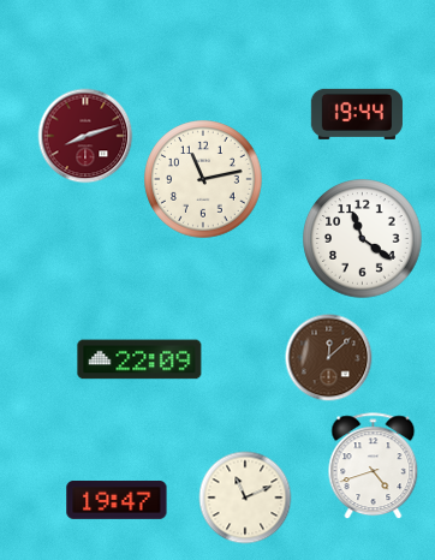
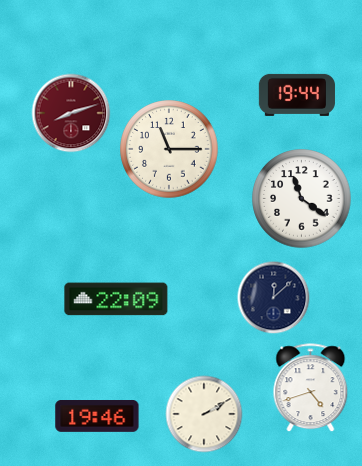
clock at (203, 179): 11:13 -> 11:15
clock at (329, 358) dial: brown -> navy
clock at (245, 498): 11:11 -> 2:10
clock at (117, 501): 19:47 -> 19:46
